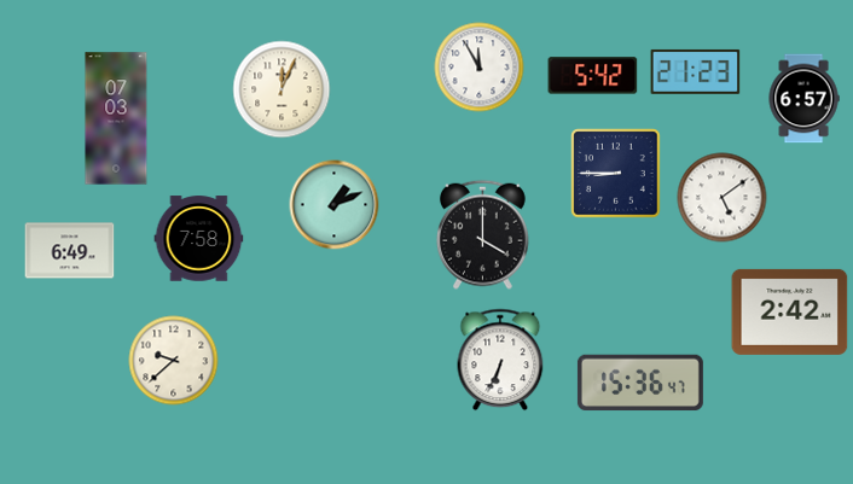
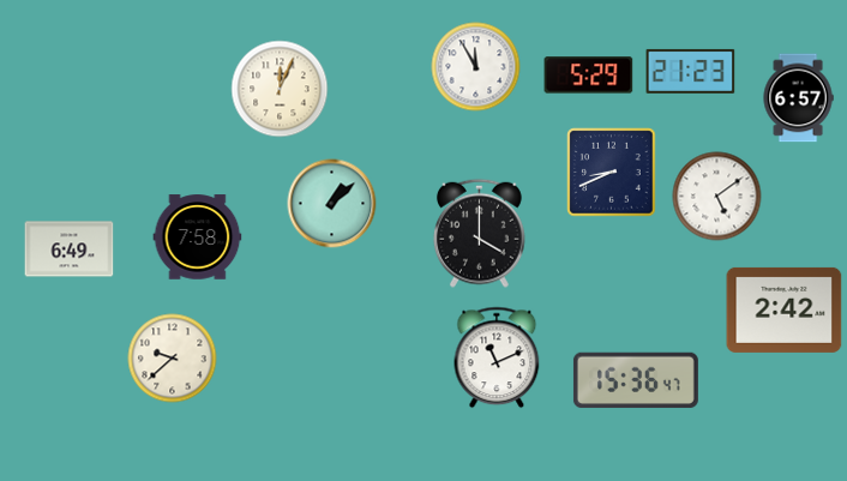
clock at (593, 76): 5:42 -> 5:29
clock at (116, 118): 07:03 -> none
clock at (616, 174): 8:45 -> 8:41
clock at (335, 205): 1:11 -> 1:08
clock at (500, 360): 6:34 -> 11:11
